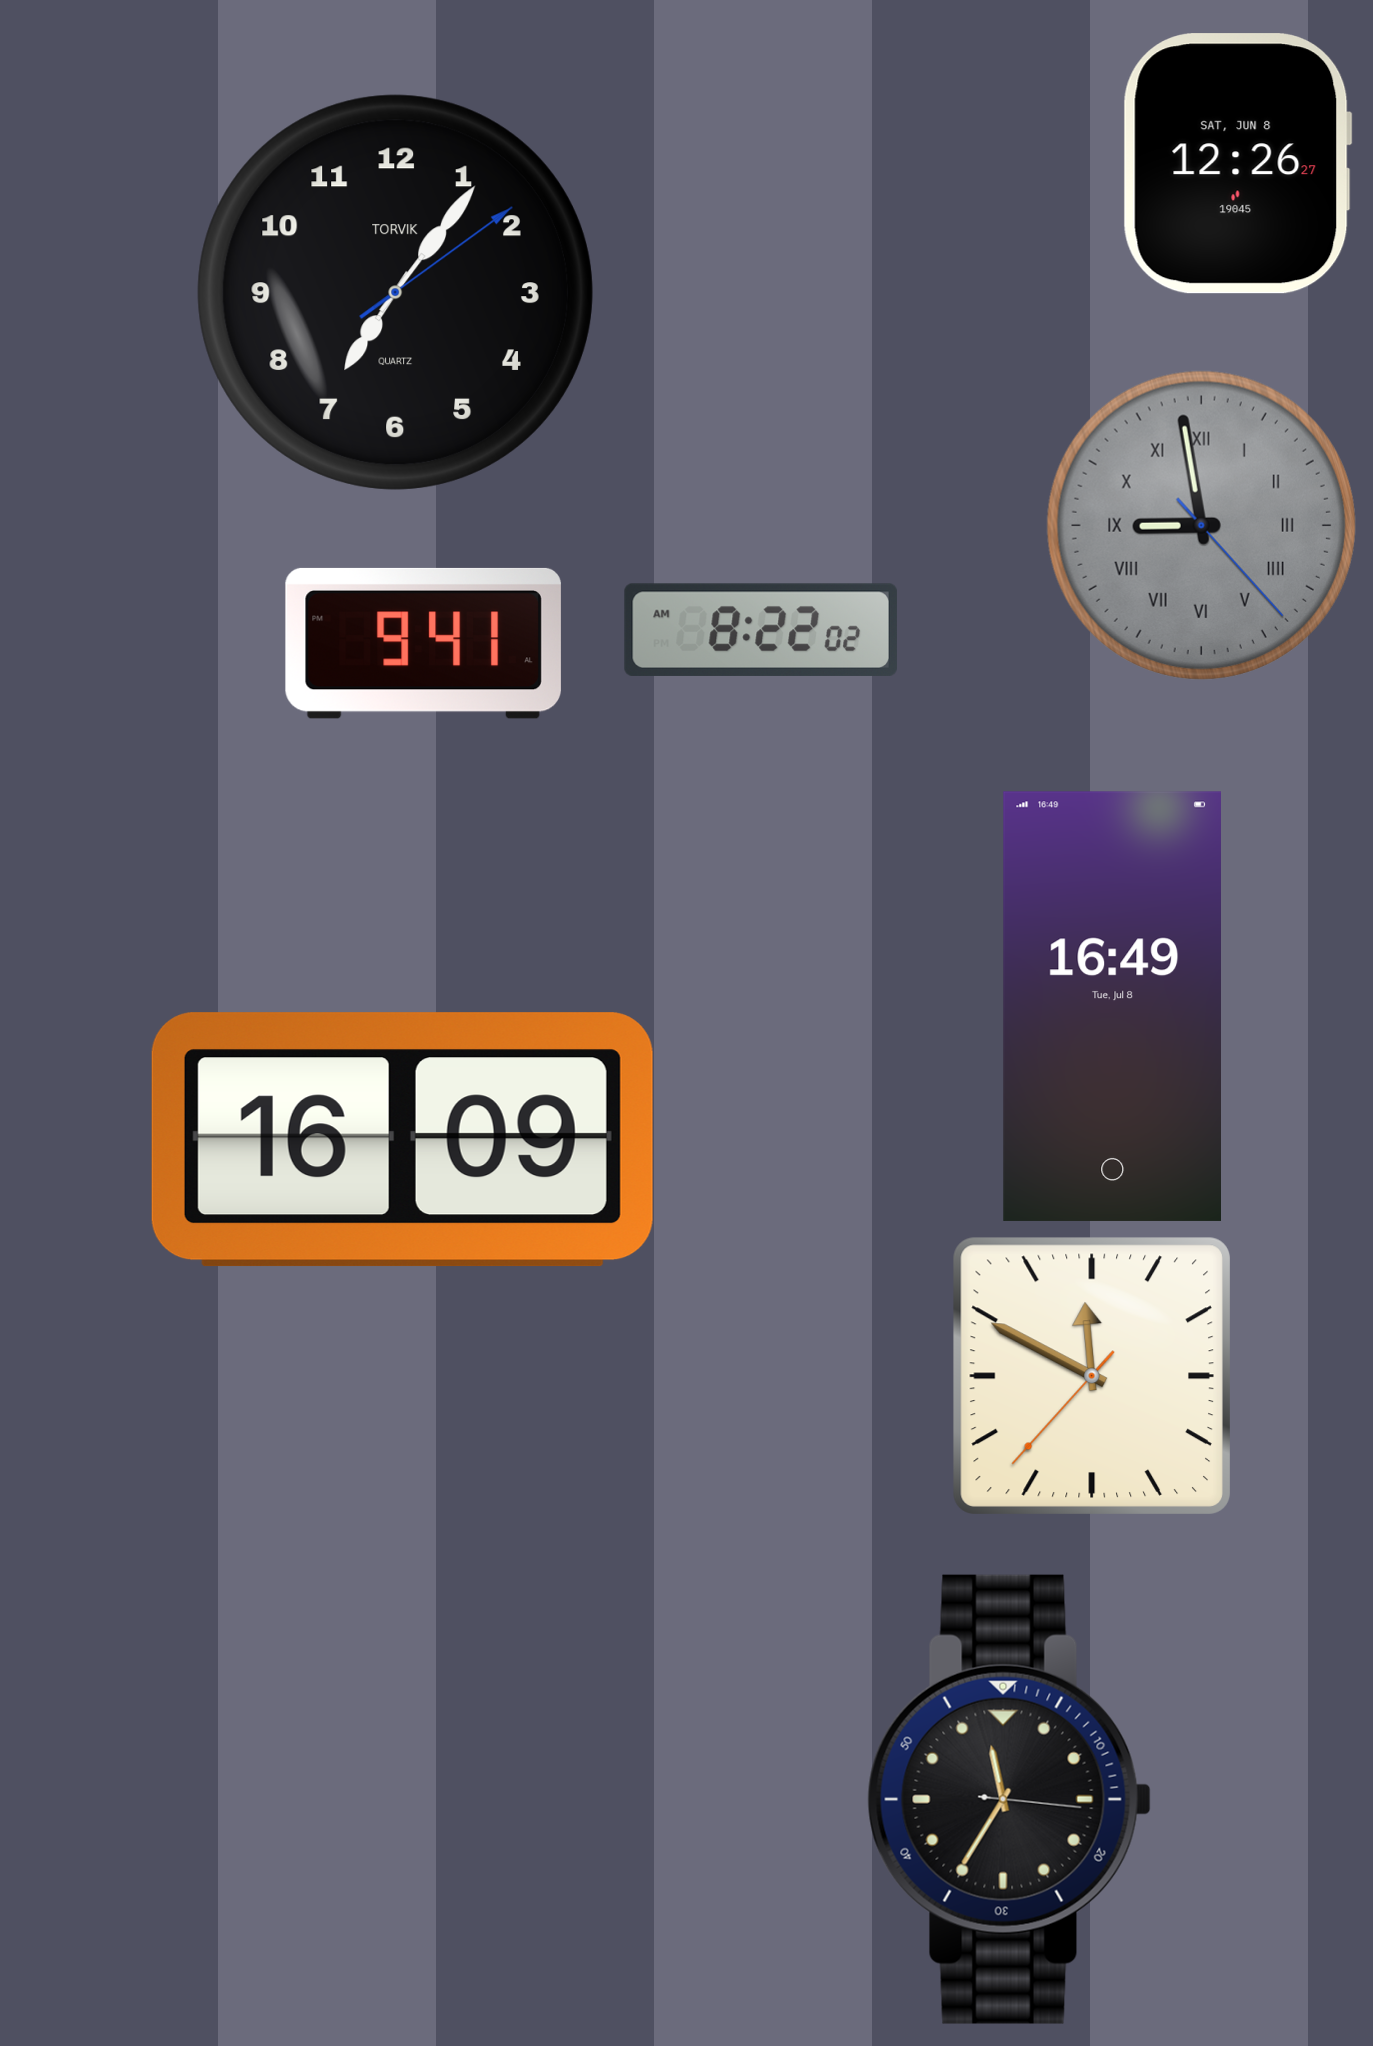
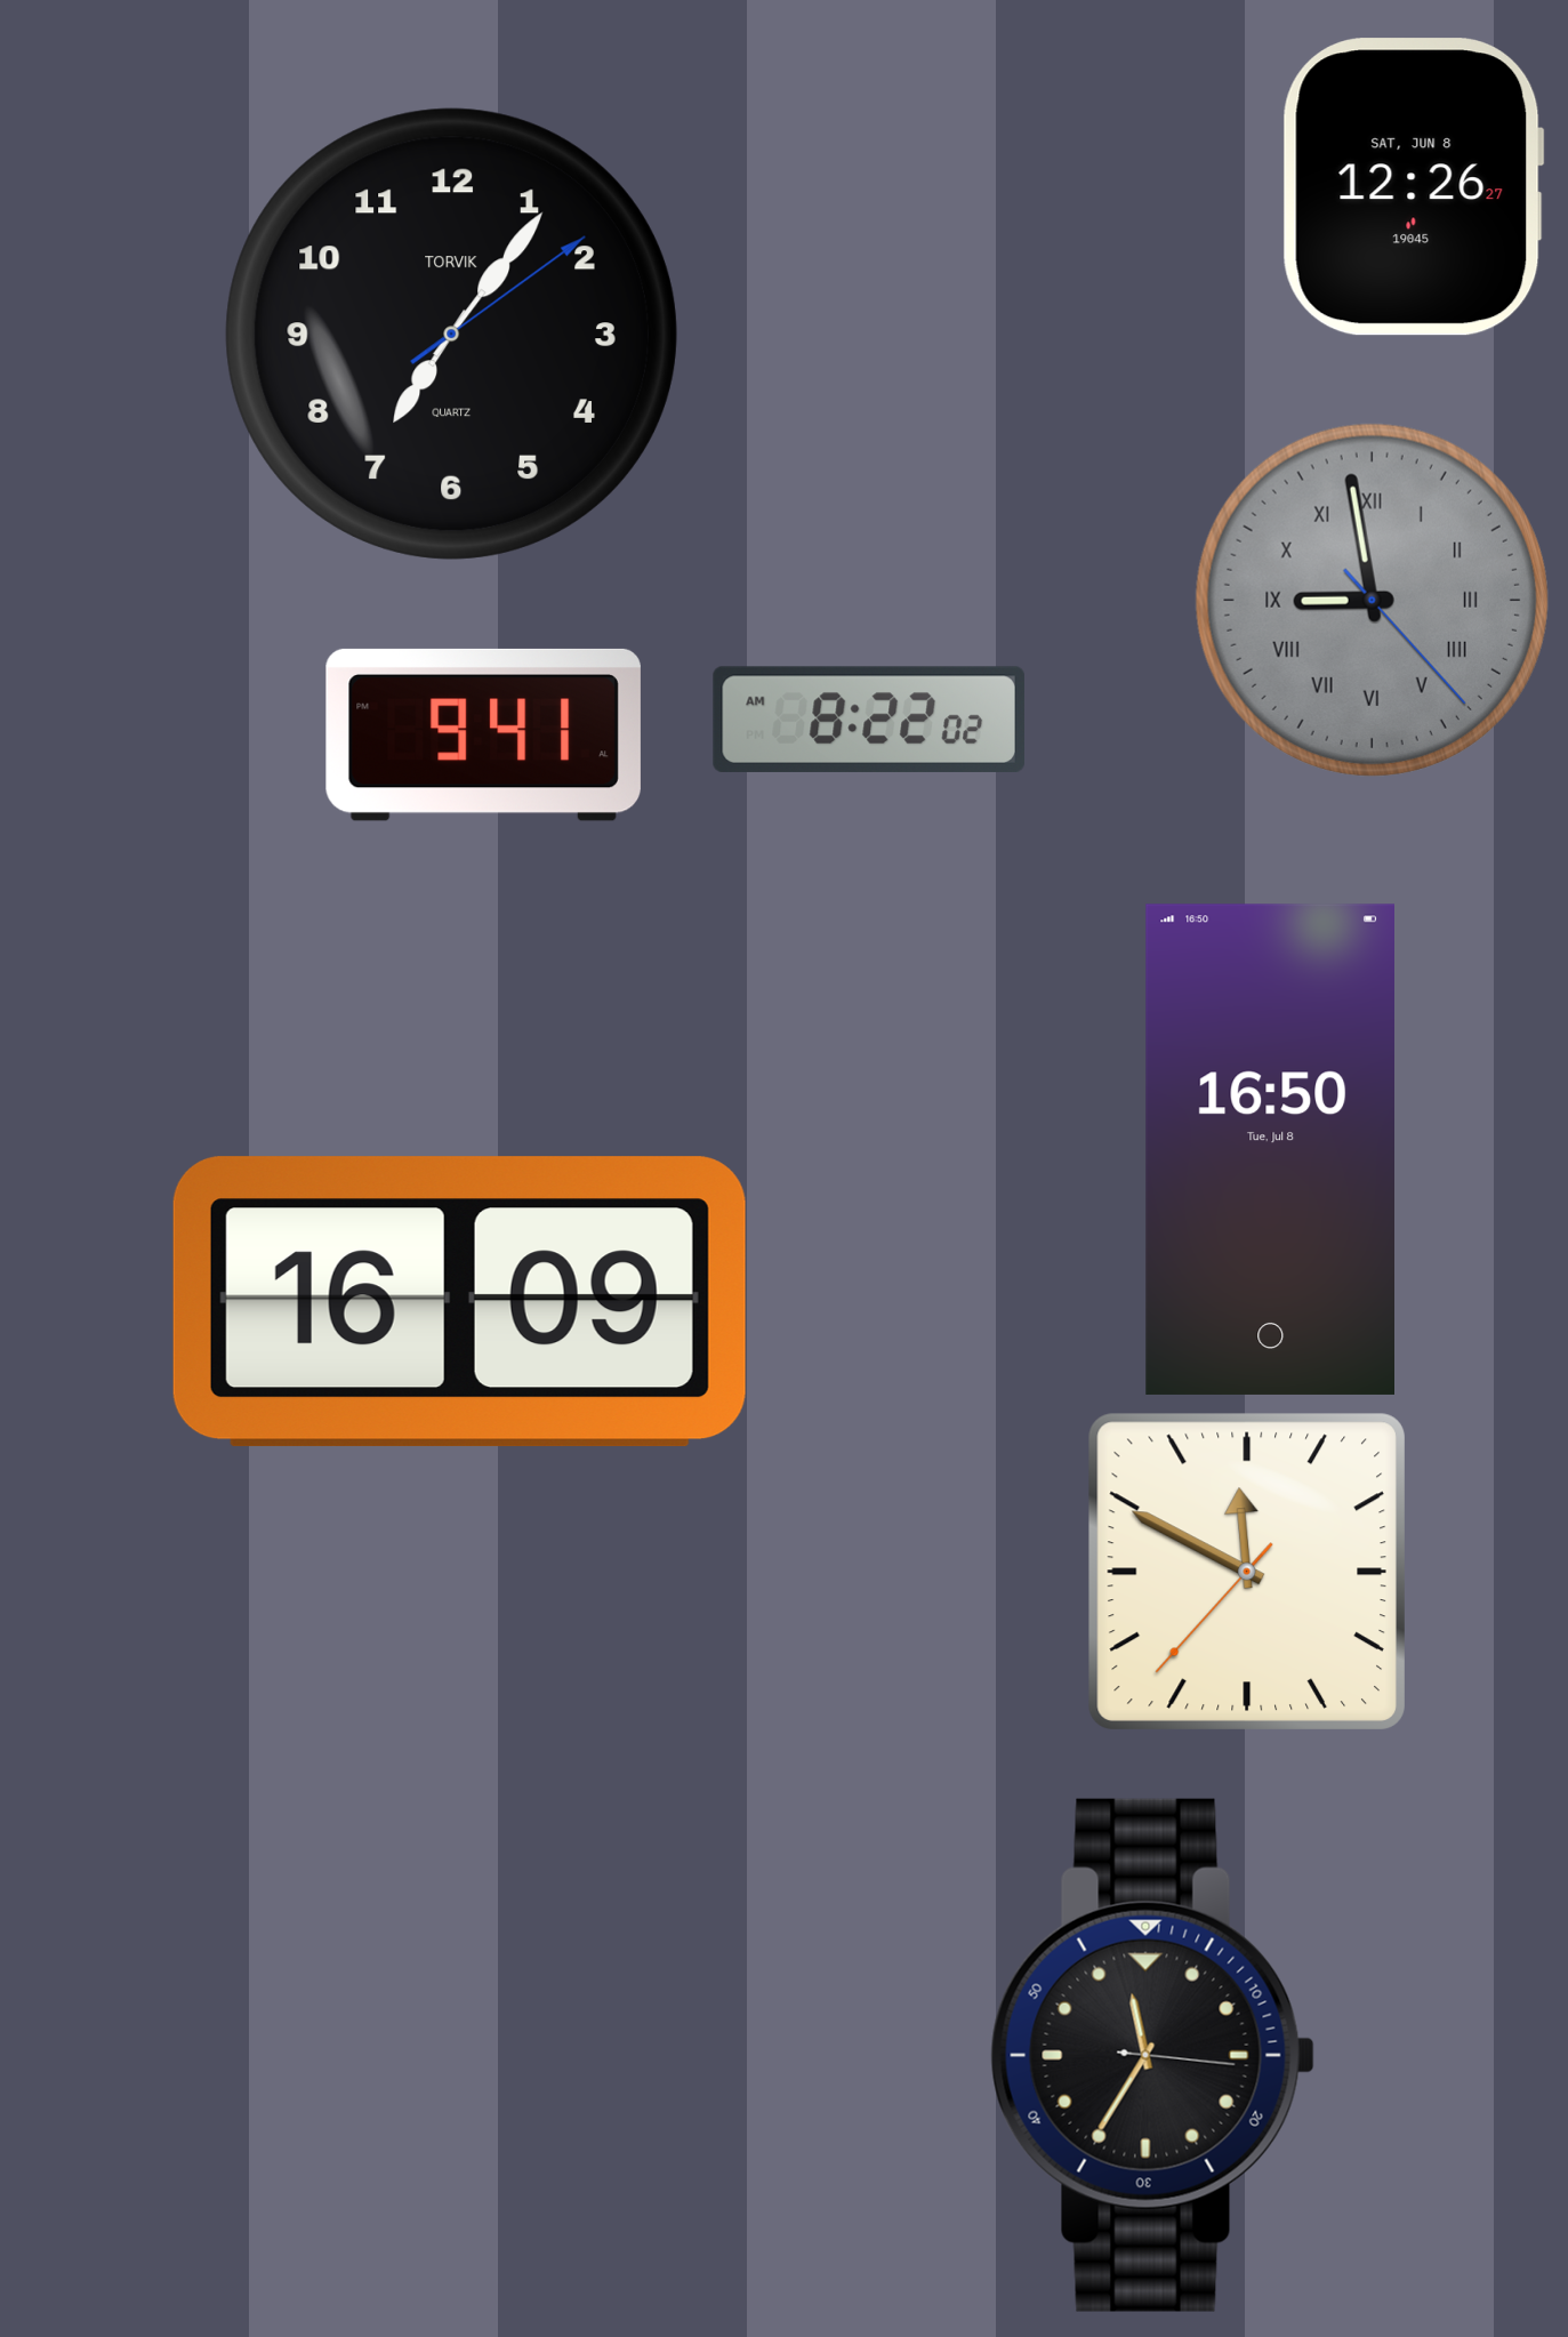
clock at (1112, 1006): 16:49 -> 16:50
